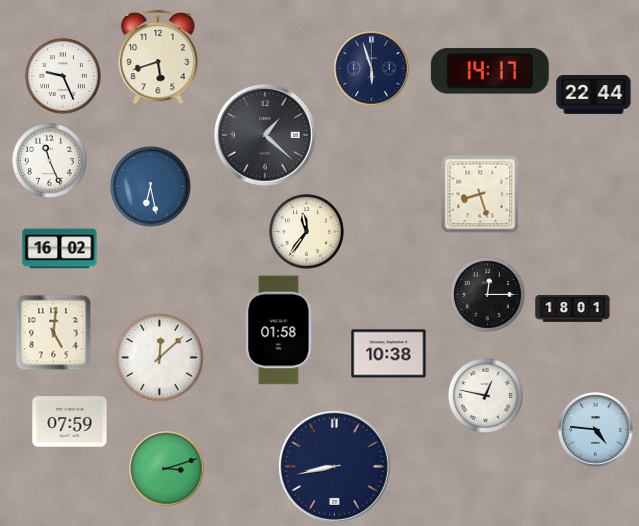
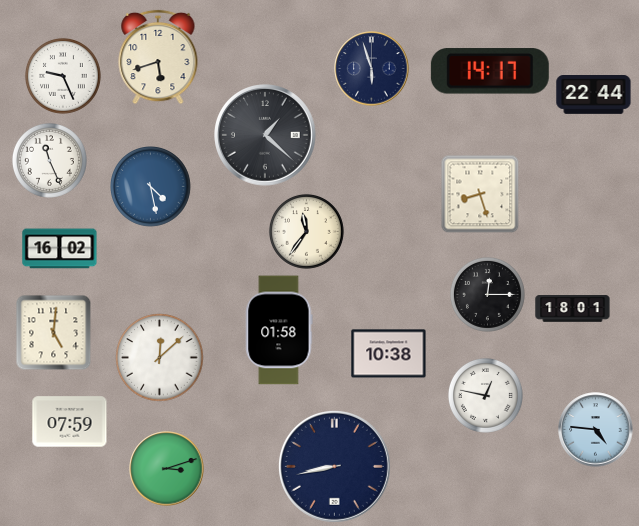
clock at (151, 187): 6:28 -> 4:28
